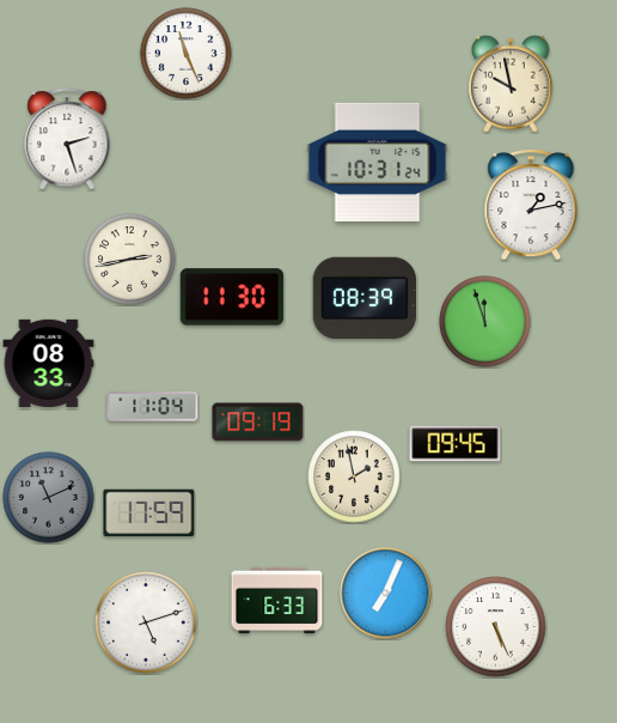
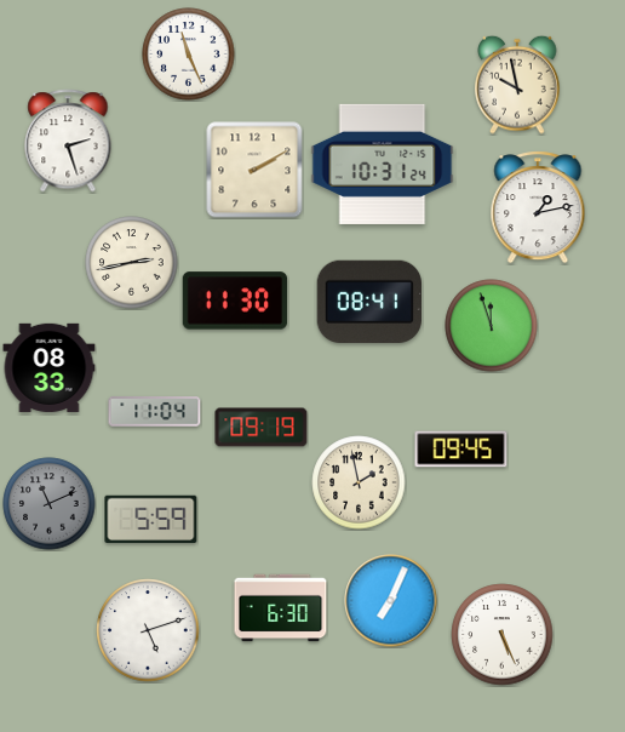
clock at (254, 170): none -> 2:10
clock at (364, 297): 08:39 -> 08:41
clock at (149, 512): 17:59 -> 5:59
clock at (277, 601): 6:33 -> 6:30
